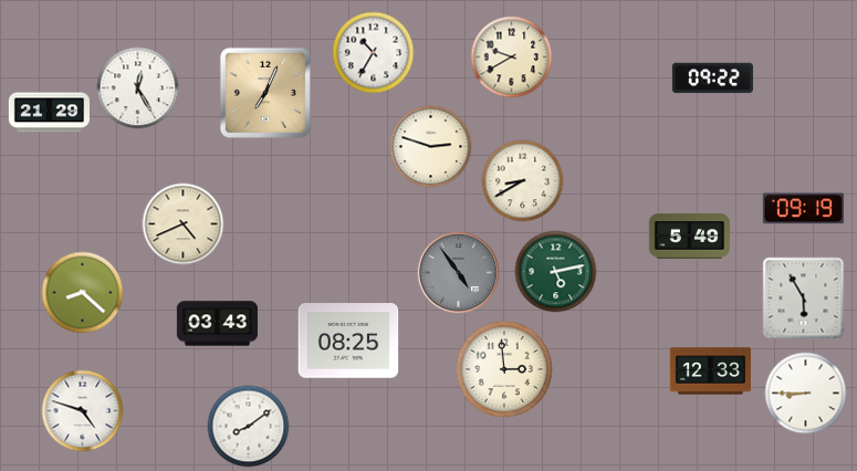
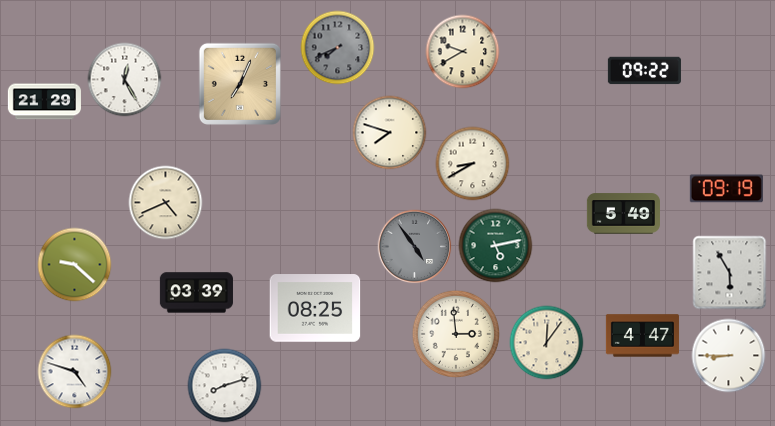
clock at (374, 53): 10:35 -> 7:41
clock at (374, 53) dial: white -> grey
clock at (431, 147): 2:48 -> 7:48
clock at (556, 272) position: (556, 272) -> (496, 246)
clock at (83, 293): 8:22 -> 9:22
clock at (804, 299) position: (804, 299) -> (730, 273)
clock at (217, 324): 03:43 -> 03:39
clock at (710, 371): 12:33 -> 4:47
clock at (547, 343): none -> 12:06
clock at (249, 427): 8:09 -> 8:12
